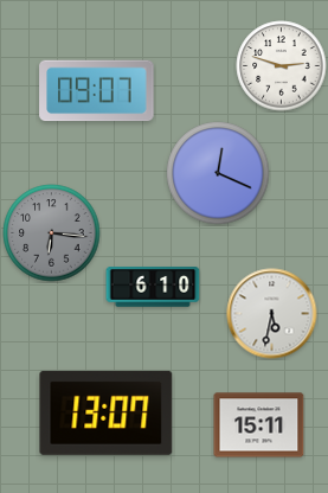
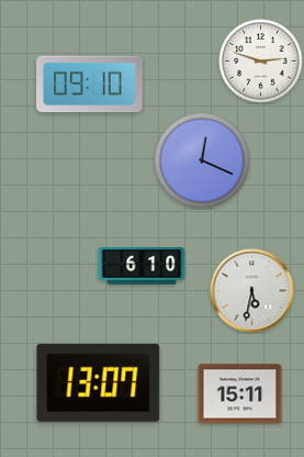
clock at (97, 91): 09:07 -> 09:10
clock at (52, 233): 6:16 -> none
